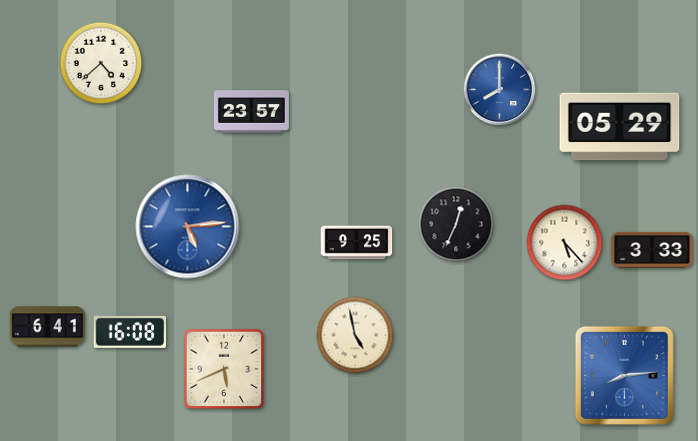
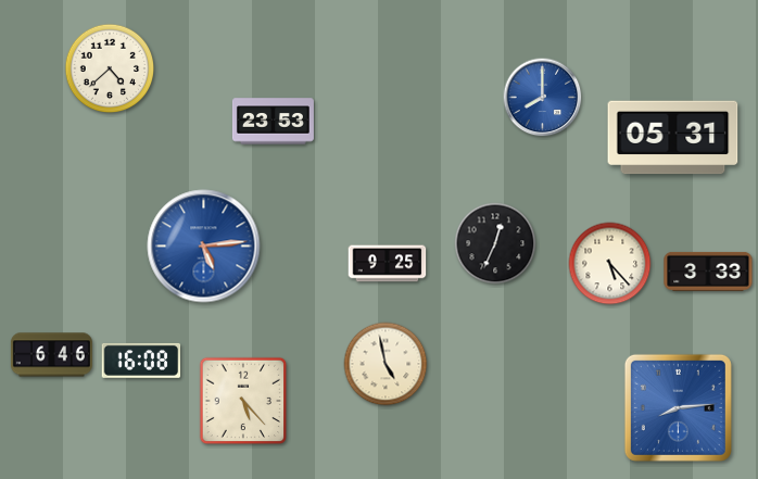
clock at (251, 112): 23:57 -> 23:53
clock at (620, 127): 05:29 -> 05:31
clock at (565, 243) position: (565, 243) -> (610, 264)
clock at (47, 327): 6:41 -> 6:46
clock at (224, 369): 5:41 -> 5:23
